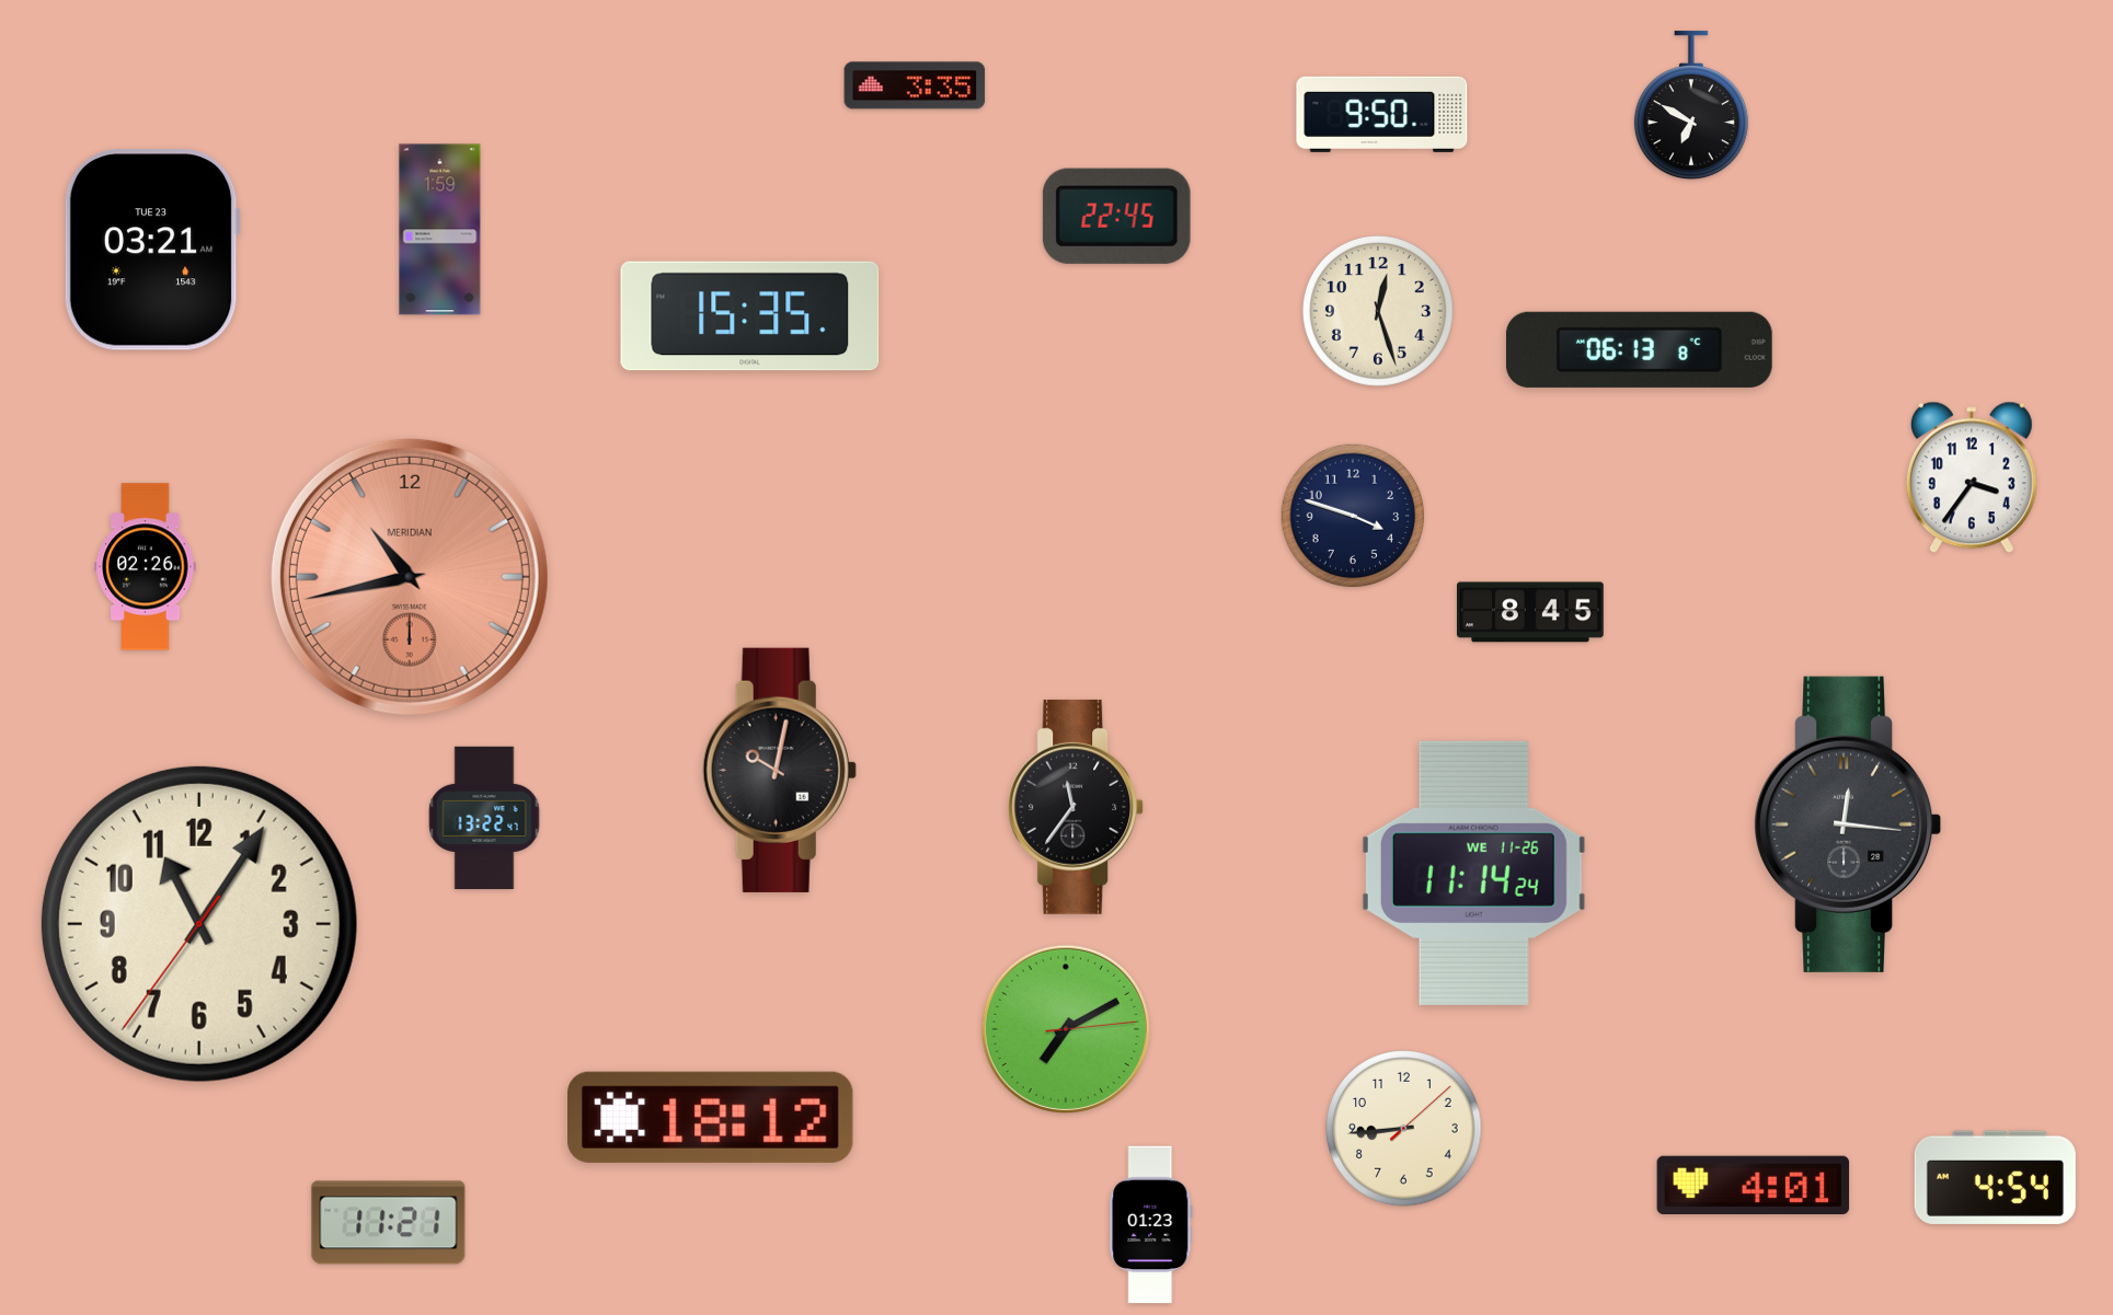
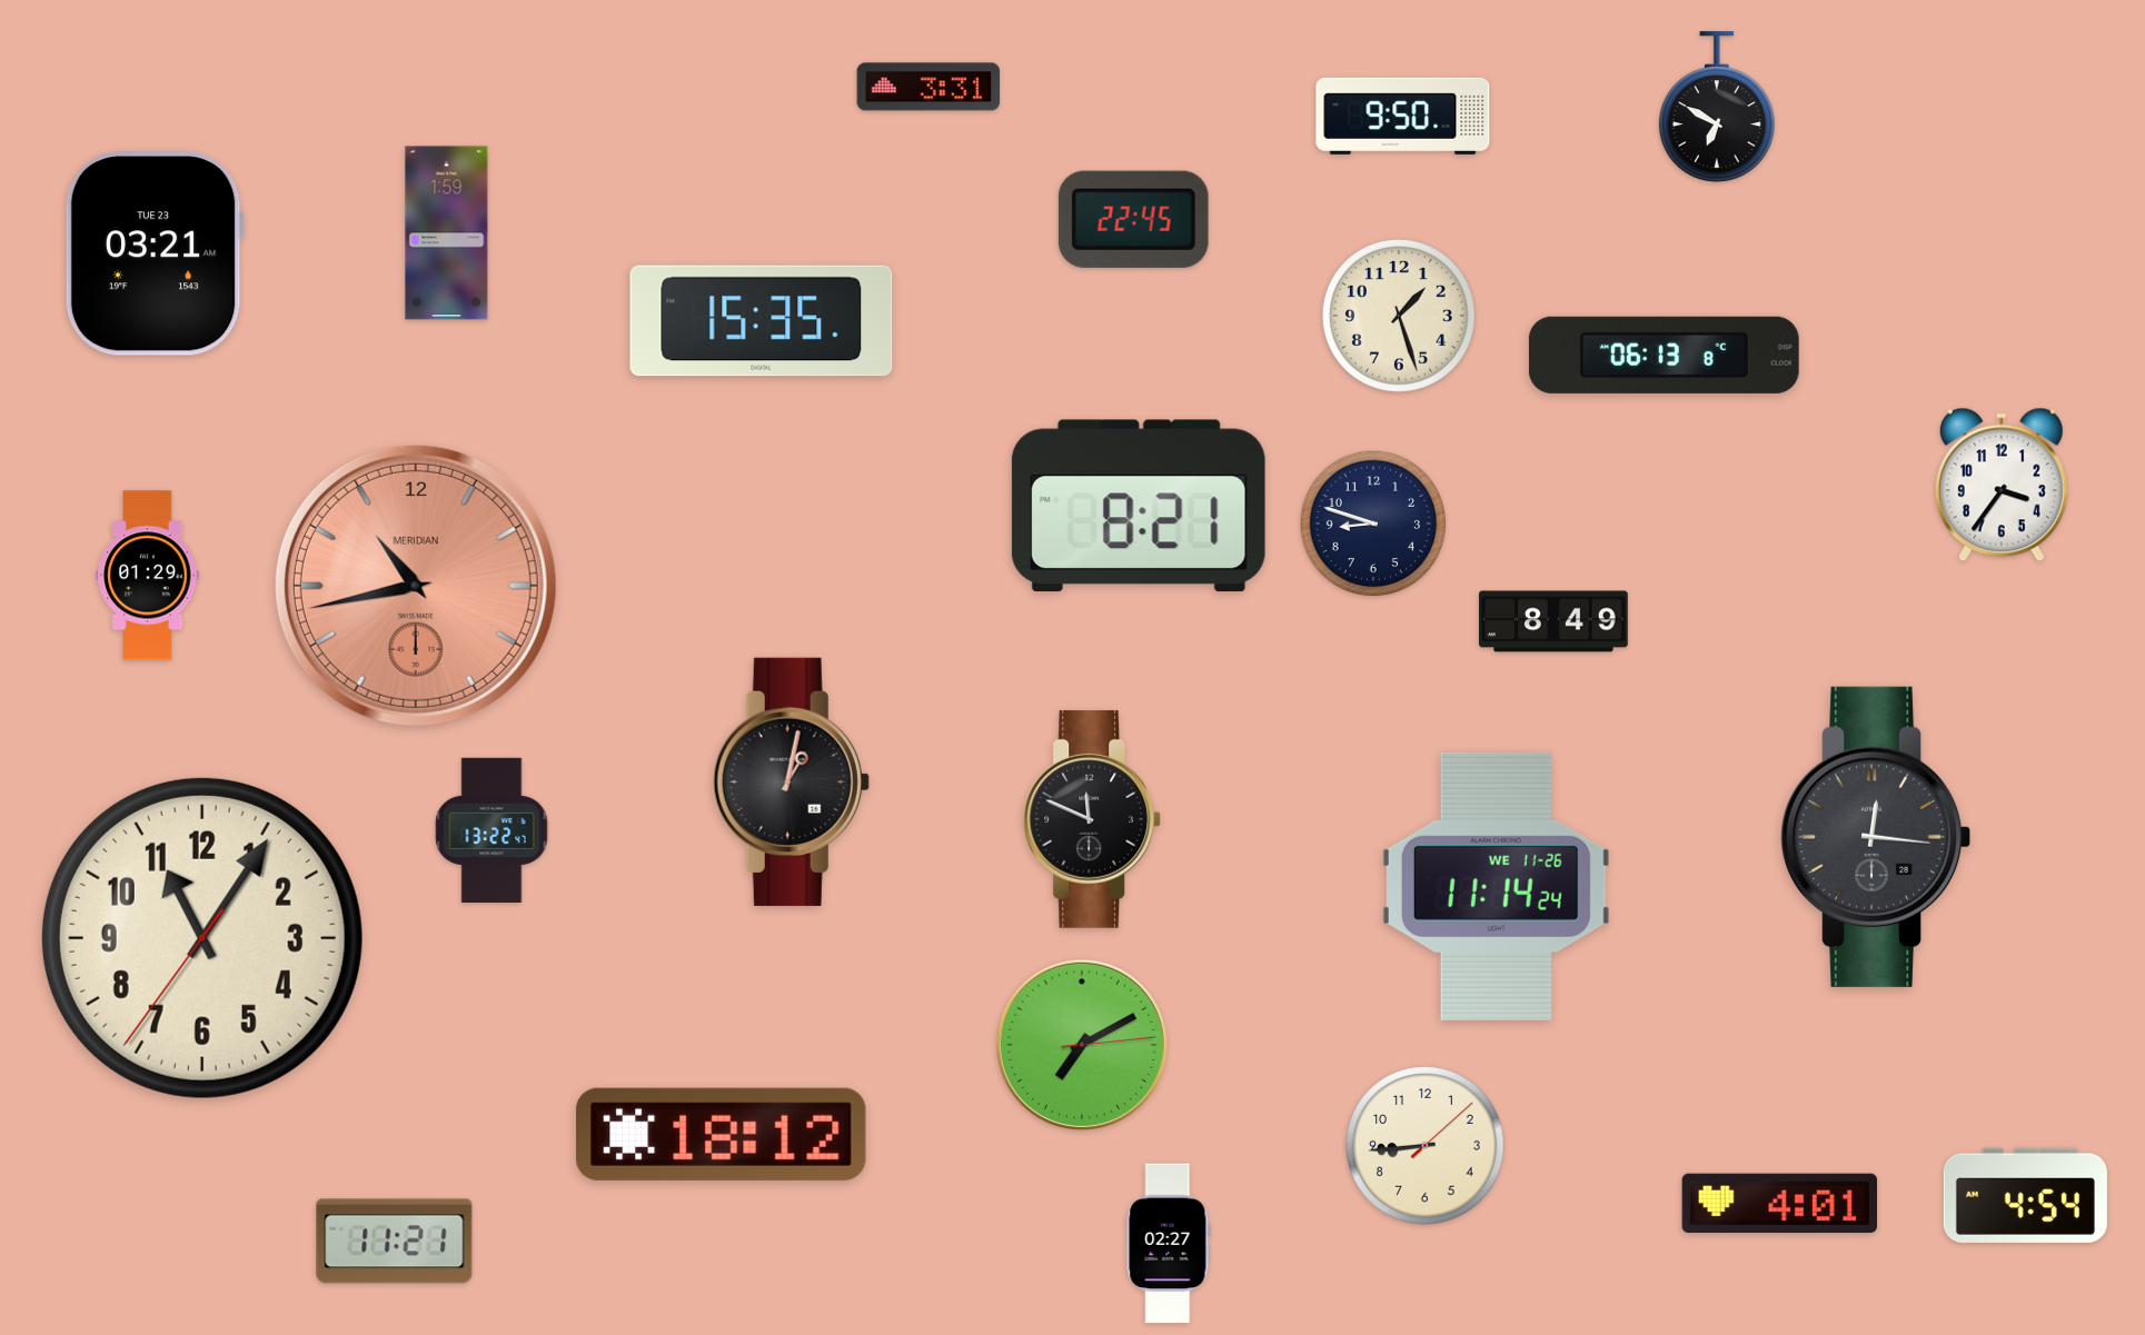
clock at (915, 85): 3:35 -> 3:31
clock at (1378, 311): 12:27 -> 1:27
clock at (1139, 506): none -> 8:21
clock at (1353, 516): 3:48 -> 8:48
clock at (146, 567): 02:26 -> 01:29
clock at (1531, 612): 8:45 -> 8:49
clock at (779, 770): 10:02 -> 1:02
clock at (1077, 807): 11:36 -> 11:49
clock at (1151, 1225): 01:23 -> 02:27
